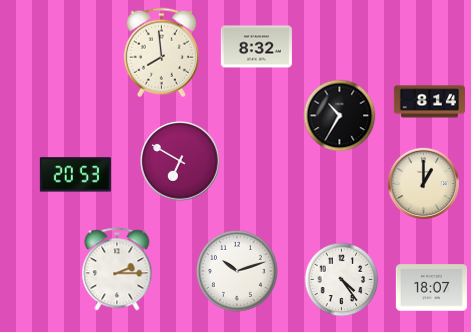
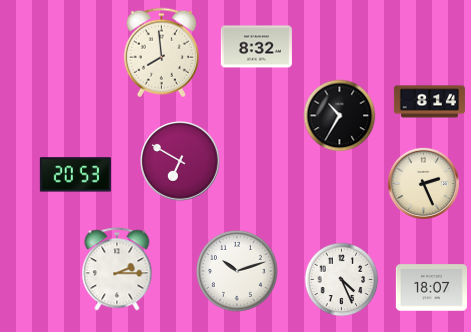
clock at (423, 183): 1:00 -> 2:26
clock at (342, 280): 4:24 -> 4:26
